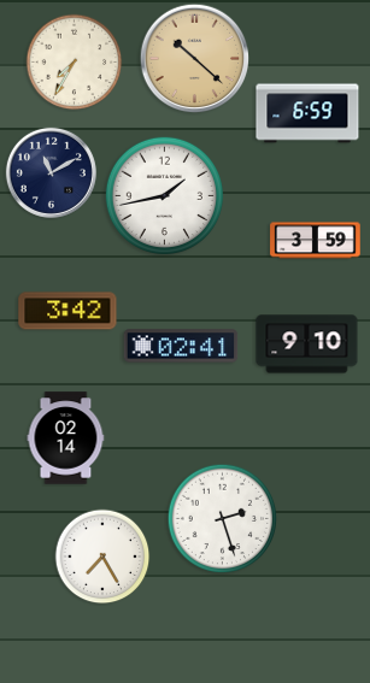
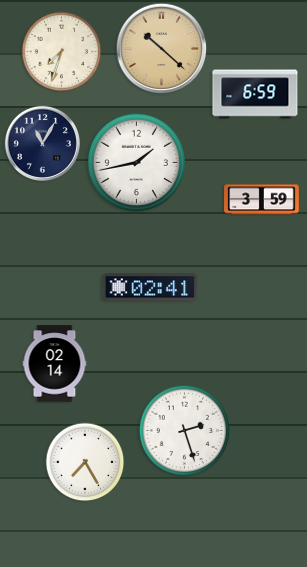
clock at (75, 63): 7:35 -> 7:33
clock at (51, 172): 11:10 -> 11:05
clock at (67, 311): 3:42 -> none
clock at (307, 345): 9:10 -> none
